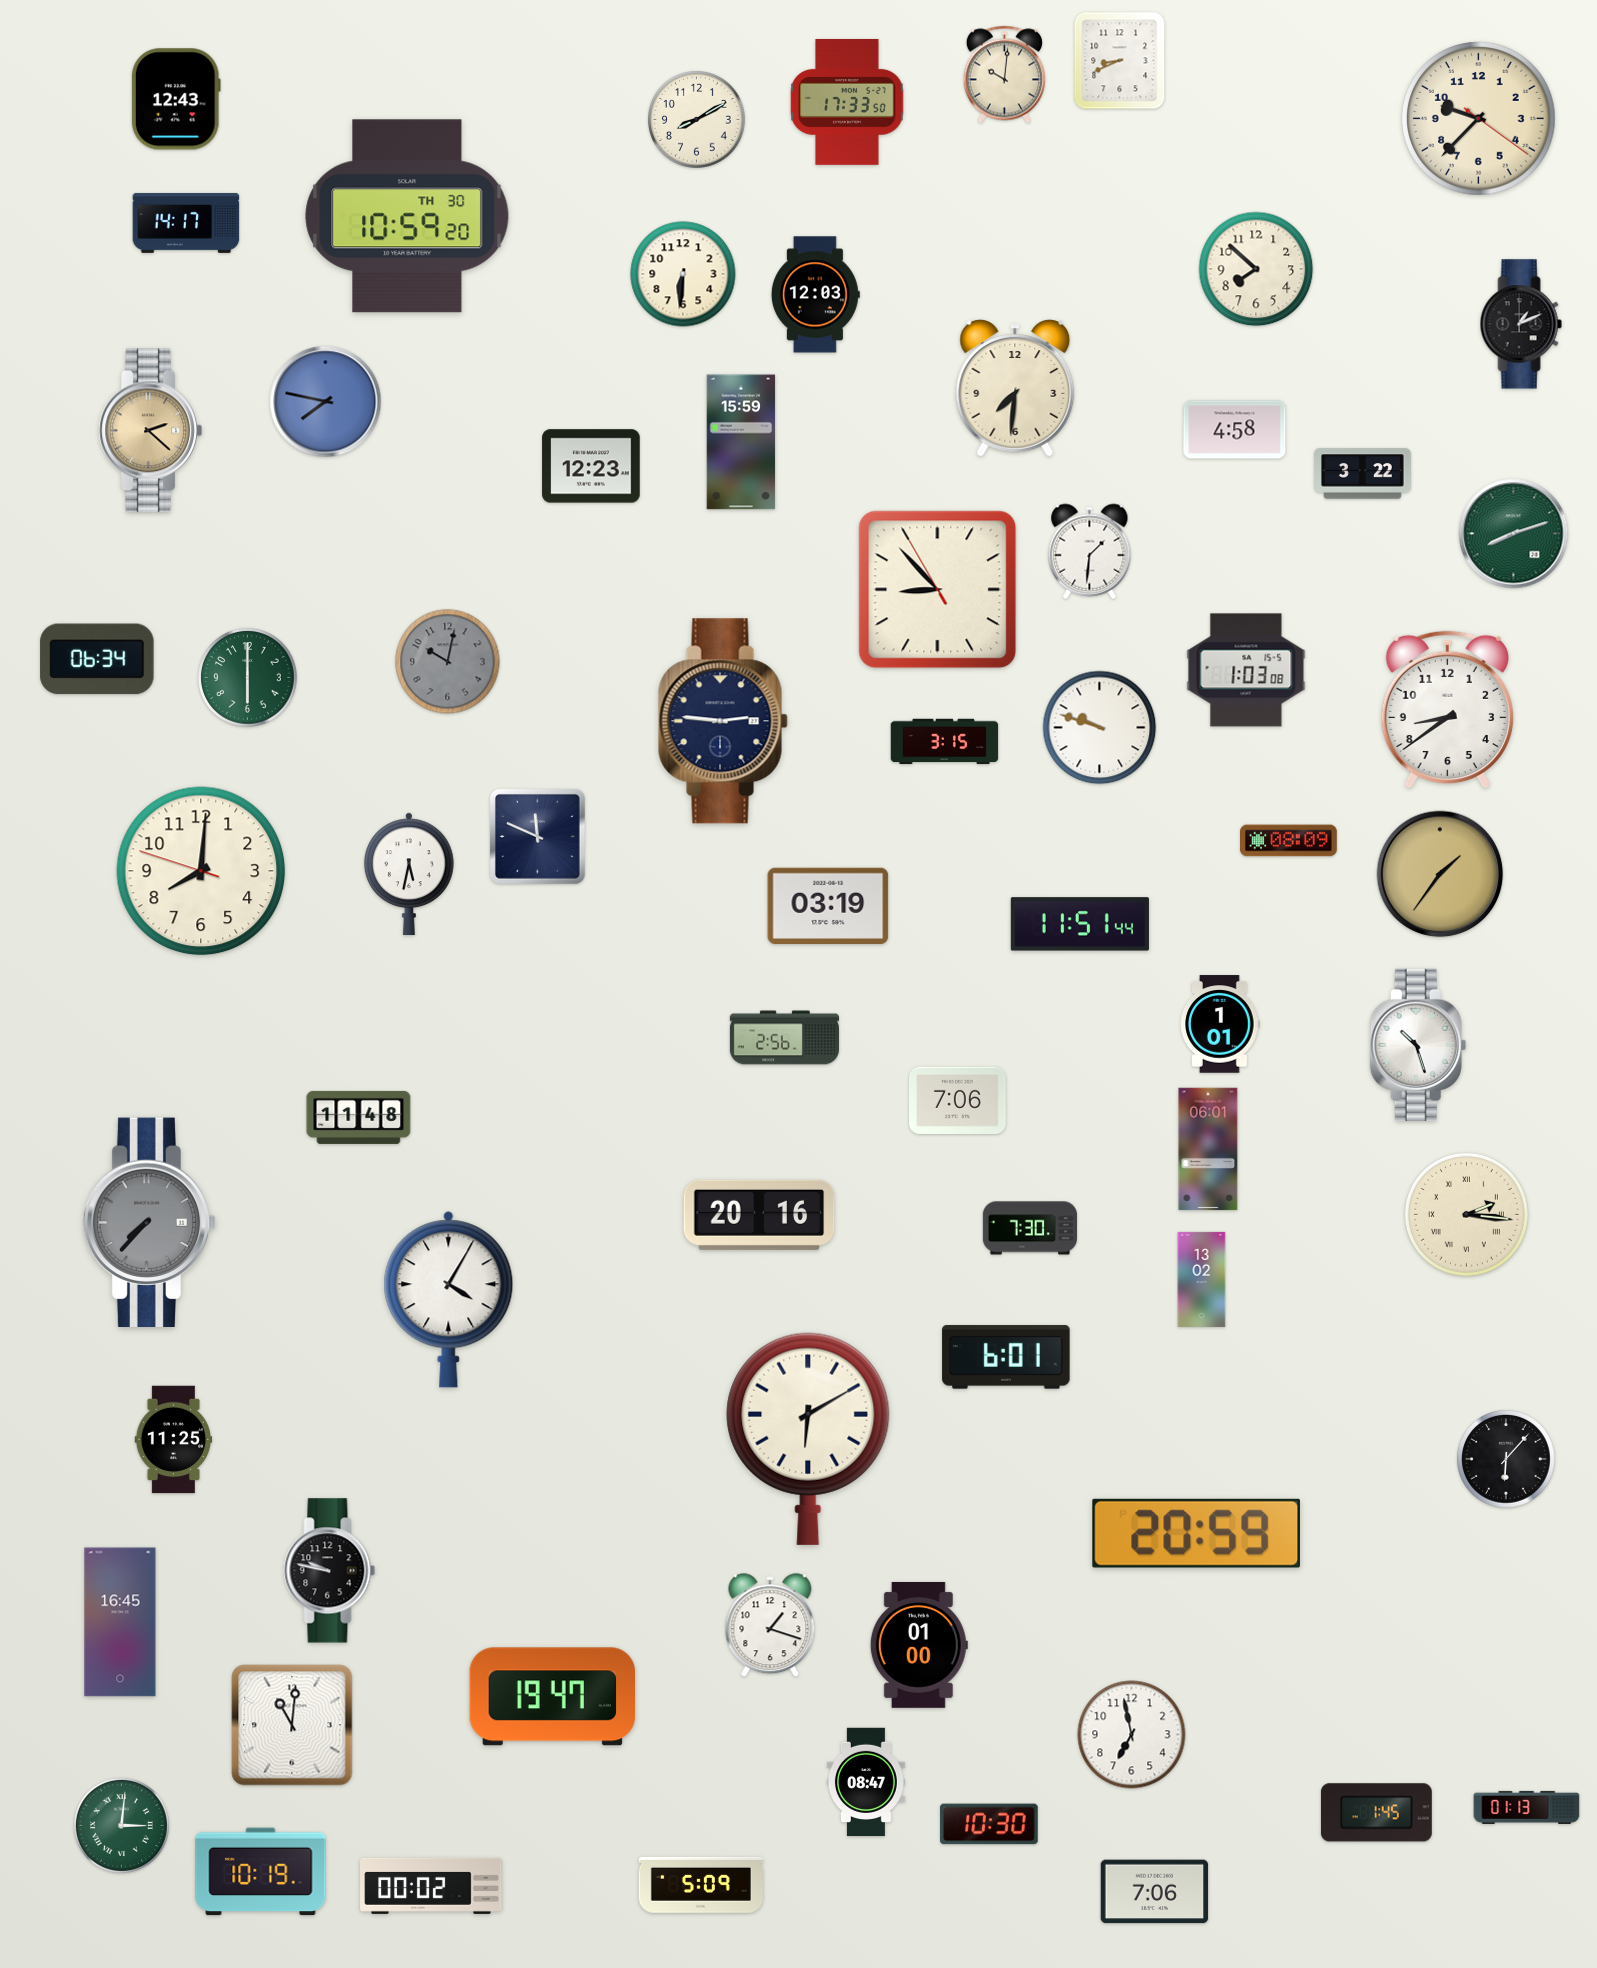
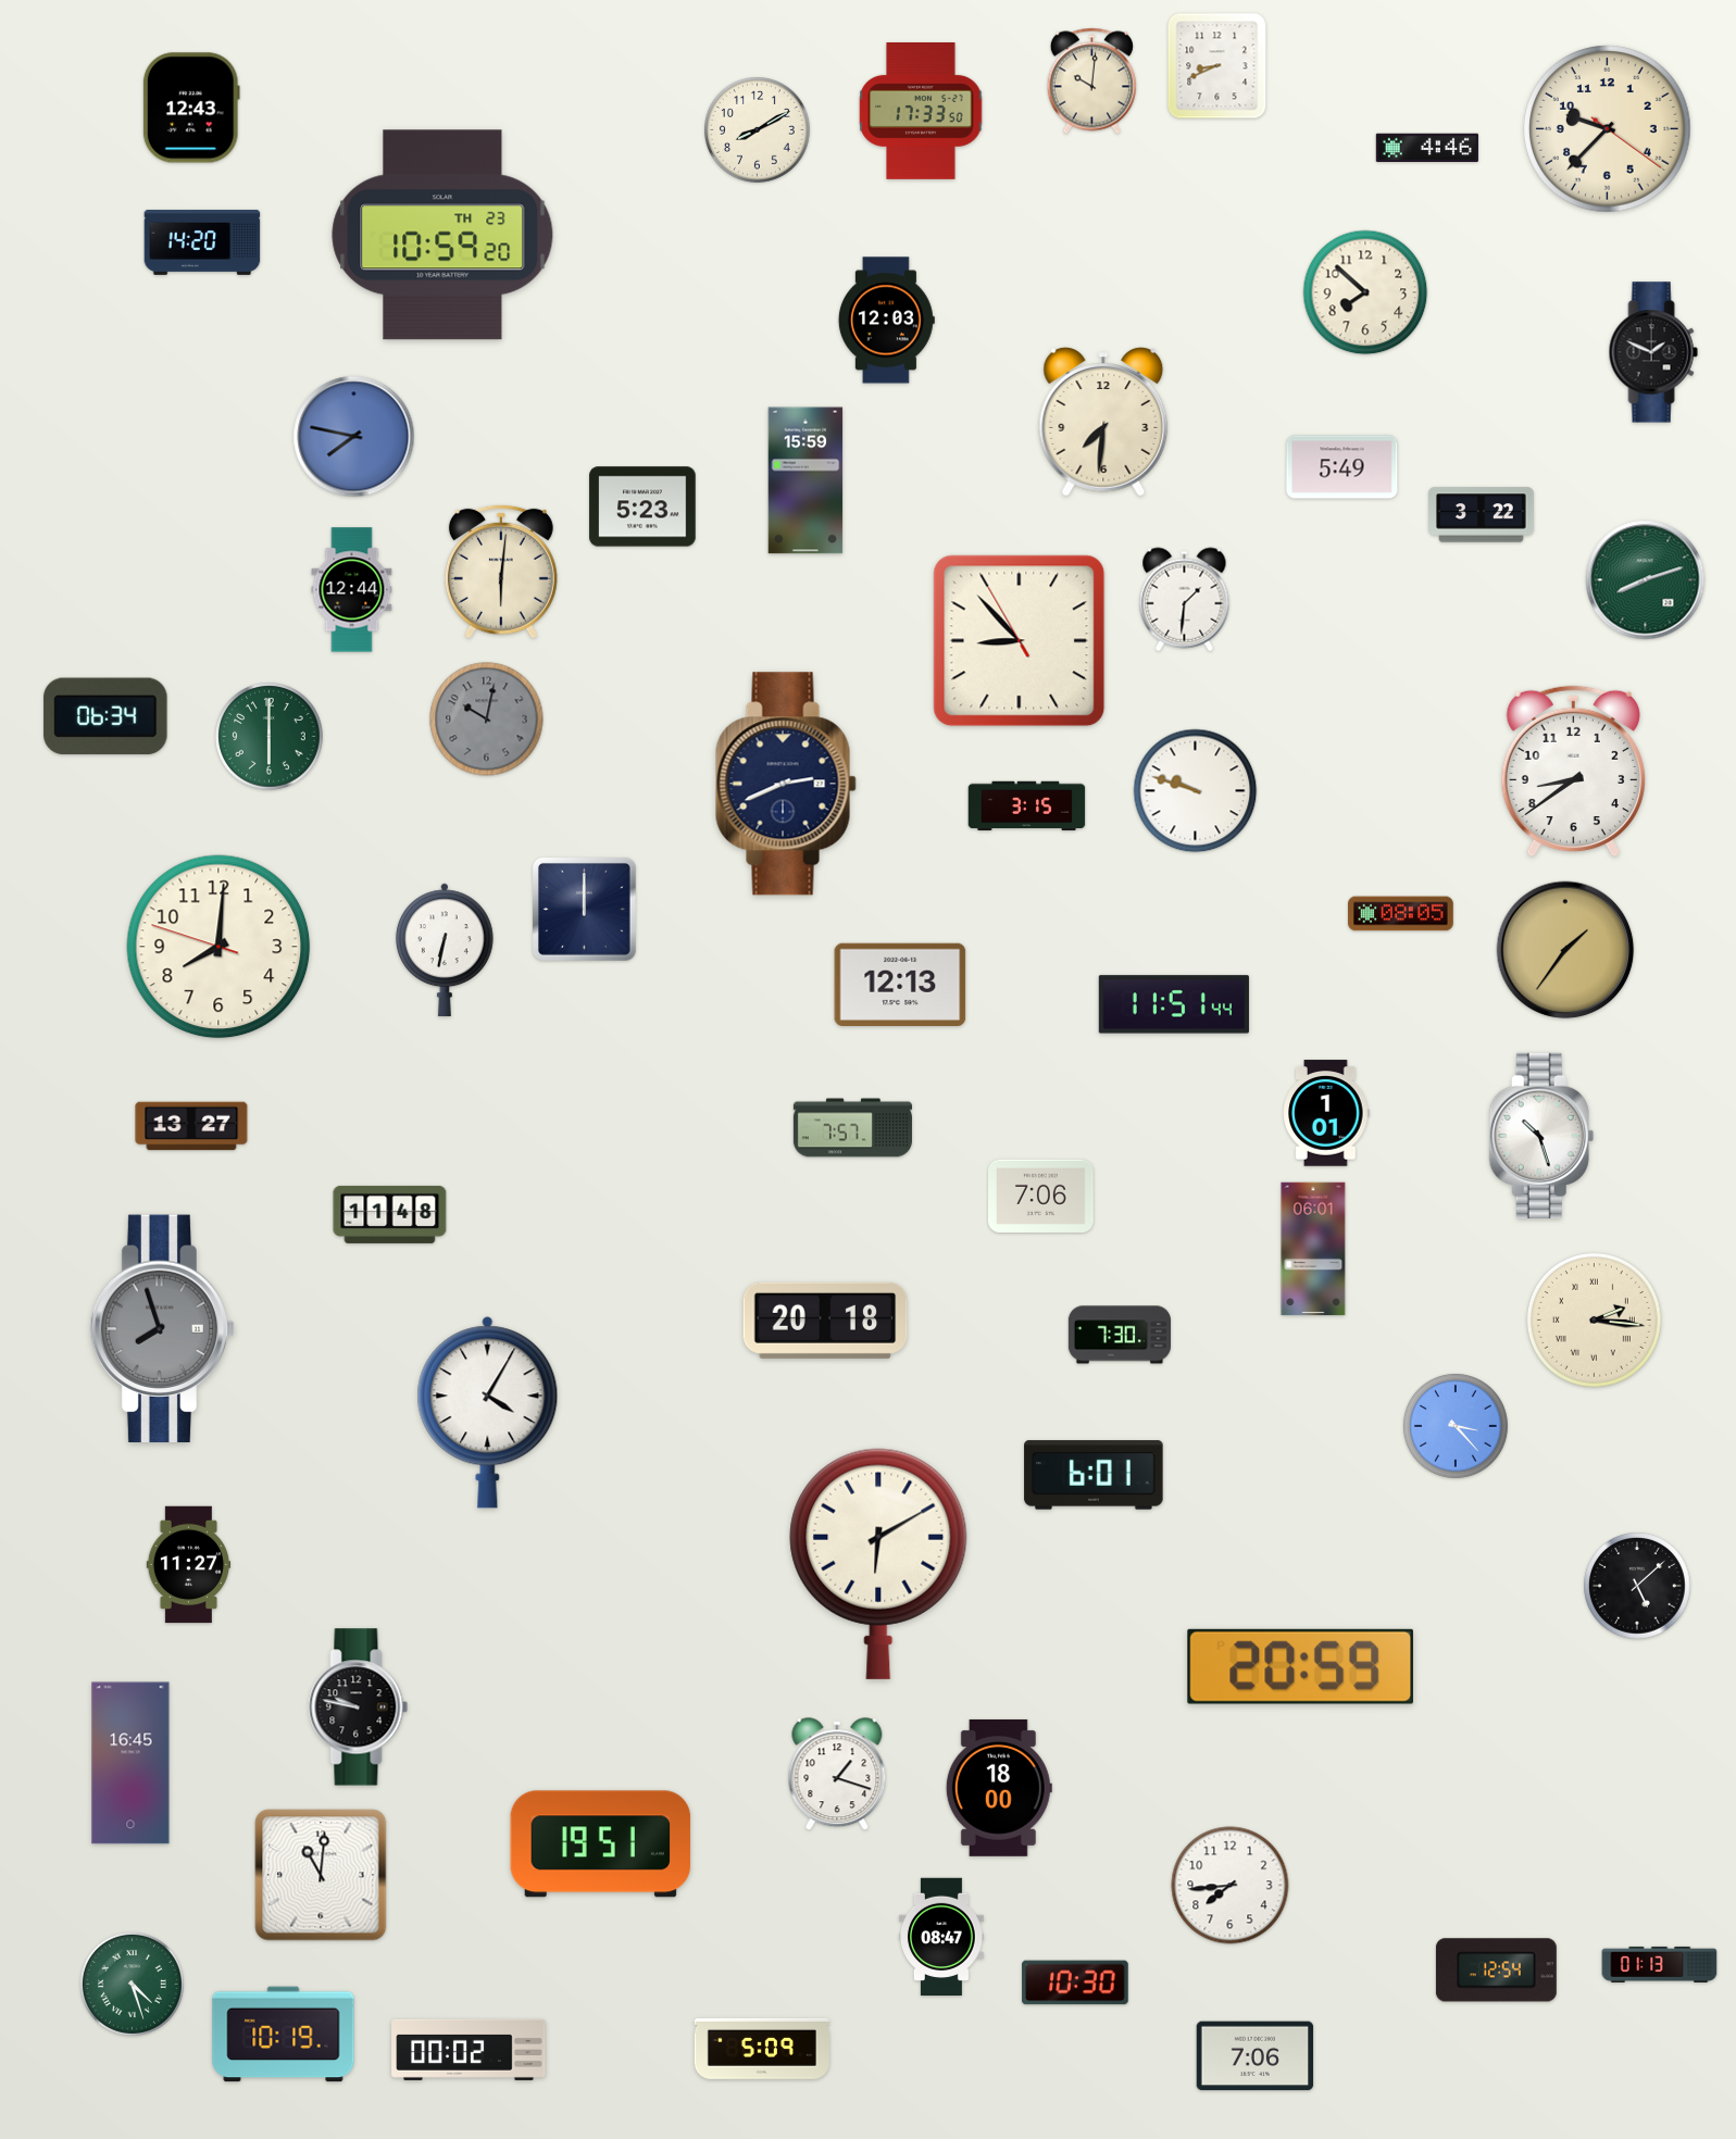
clock at (1427, 148): none -> 4:46
clock at (407, 216) date: TH 30 -> TH 23
clock at (186, 223): 14:17 -> 14:20
clock at (683, 274): 6:31 -> none
clock at (1521, 324): 1:11 -> 1:49
clock at (1235, 430): 4:58 -> 5:49
clock at (150, 431): 2:22 -> none
clock at (591, 466): 12:23 -> 5:23
clock at (501, 572): none -> 6:01
clock at (352, 590): none -> 12:44
clock at (1246, 670): 1:03 -> none
clock at (723, 721): 2:46 -> 2:41
clock at (538, 837): 11:49 -> 12:00
clock at (1289, 841): 08:09 -> 08:05
clock at (409, 874): 5:32 -> 6:32
clock at (828, 905): 03:19 -> 12:13
clock at (191, 1126): none -> 13:27
clock at (784, 1038): 2:56 -> 7:57
clock at (759, 1215): 20:16 -> 20:18
clock at (150, 1222): 7:37 -> 7:57
clock at (1202, 1279): 13:02 -> none
clock at (1456, 1426): none -> 3:23
clock at (174, 1440): 11:25 -> 11:27
clock at (1506, 1459): 6:07 -> 5:08
clock at (770, 1626) position: (770, 1626) -> (837, 1775)
clock at (919, 1645): 01:00 -> 18:00
clock at (553, 1697): 19:47 -> 19:51
clock at (292, 1725) position: (292, 1725) -> (321, 1875)
clock at (1132, 1735): 6:58 -> 7:44
clock at (1376, 1813): 1:45 -> 12:54
clock at (121, 1825): 3:01 -> 4:27
